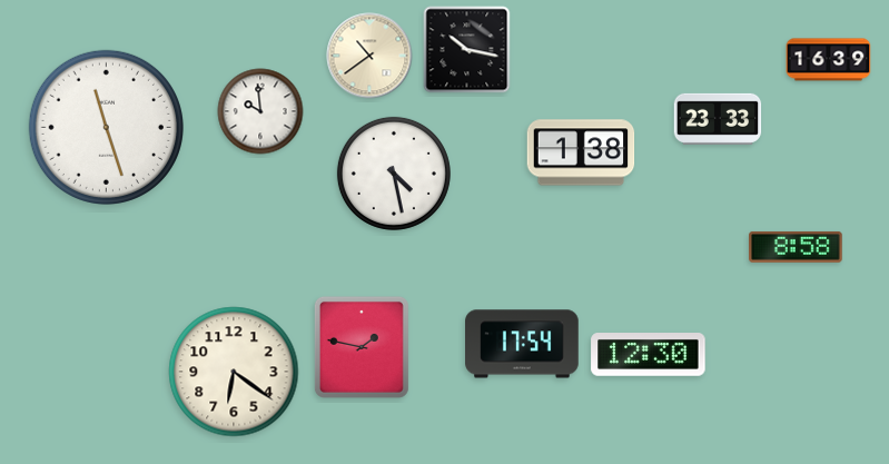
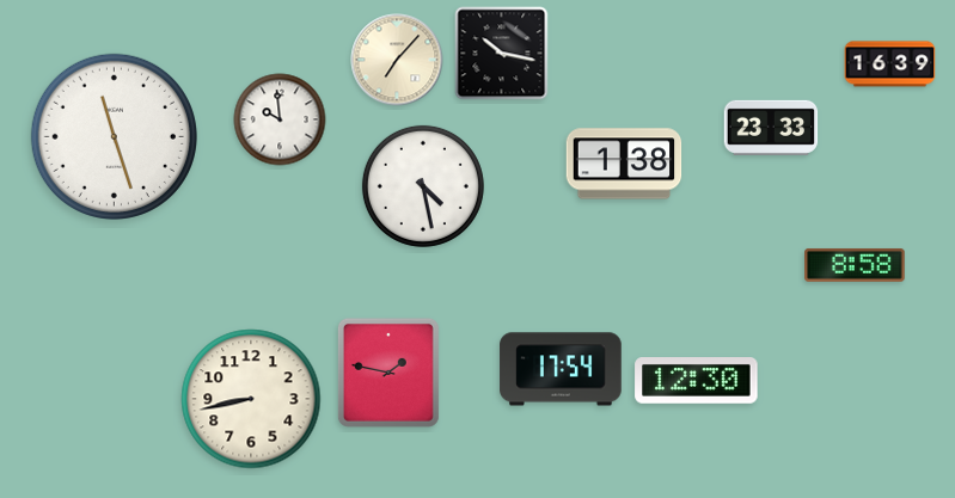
clock at (369, 56): 10:39 -> 7:07
clock at (234, 372): 6:21 -> 8:43
